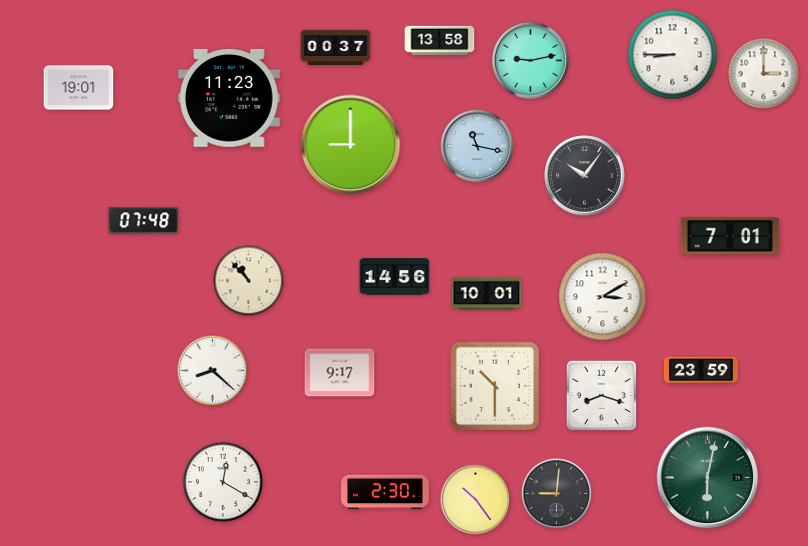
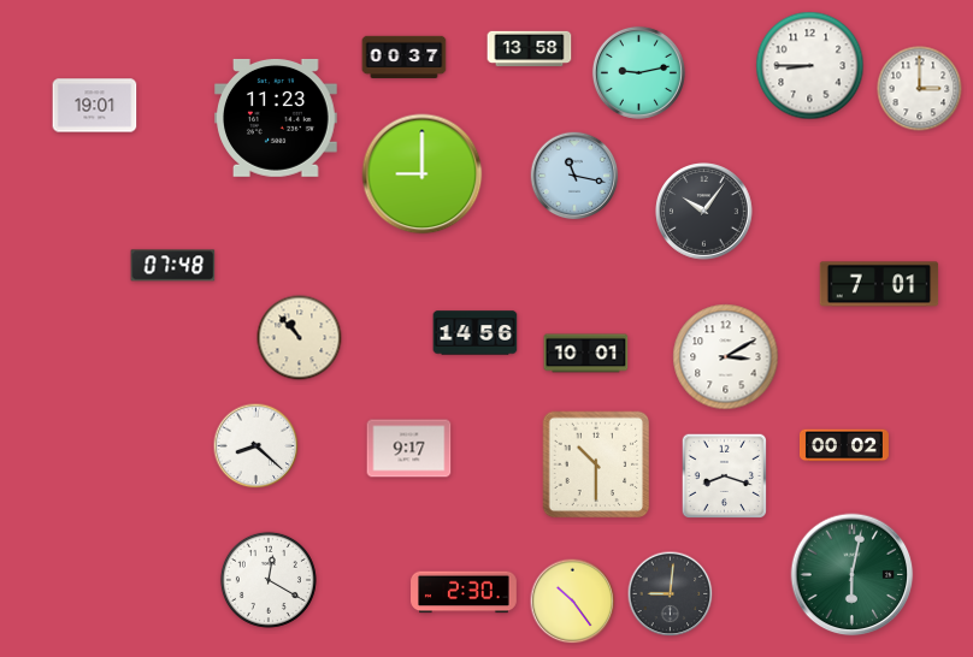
clock at (702, 370): 23:59 -> 00:02
